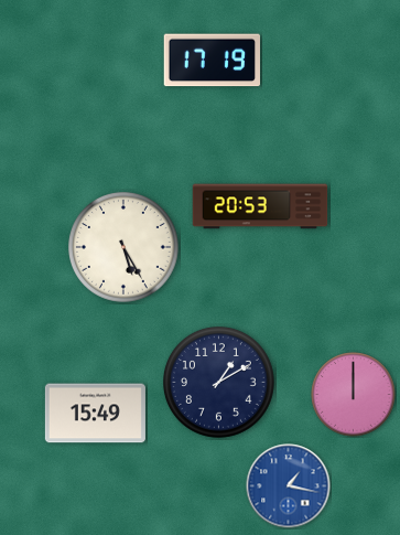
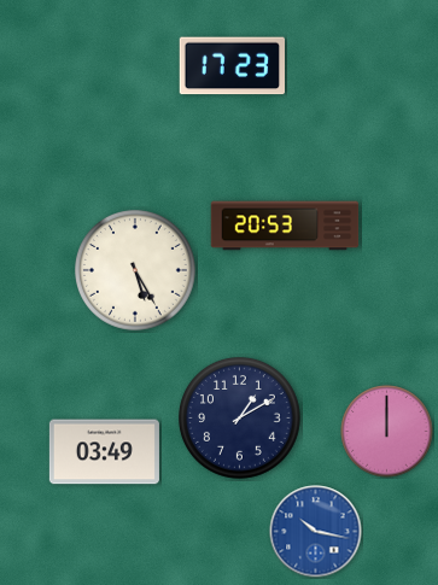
clock at (212, 61): 17:19 -> 17:23
clock at (95, 414): 15:49 -> 03:49
clock at (289, 486): 1:17 -> 10:17
